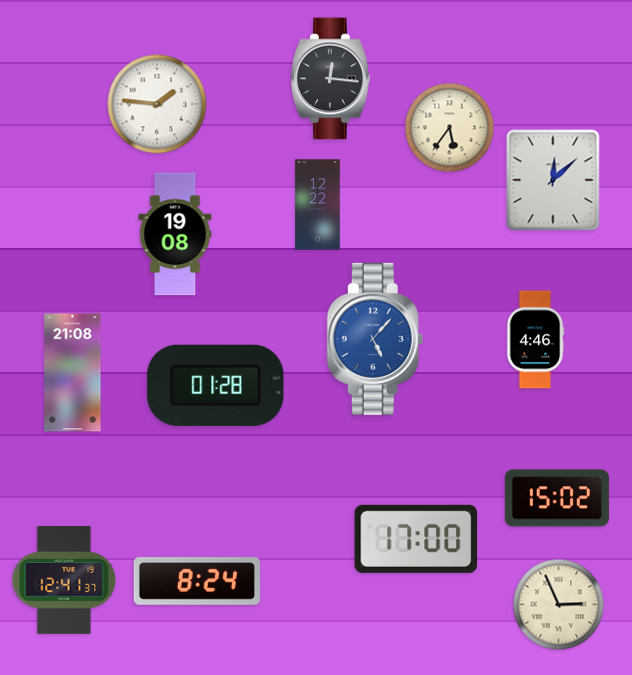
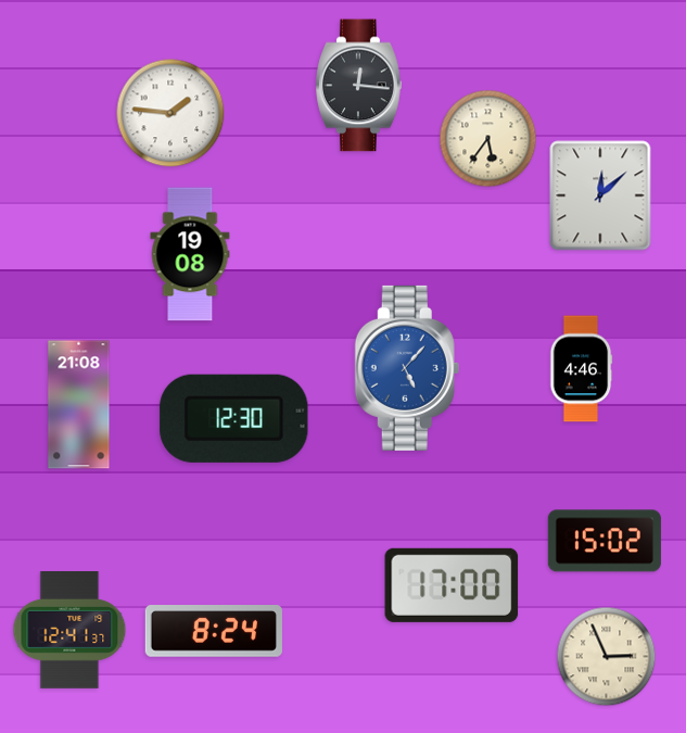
clock at (318, 205): 12:22 -> none
clock at (216, 385): 01:28 -> 12:30
